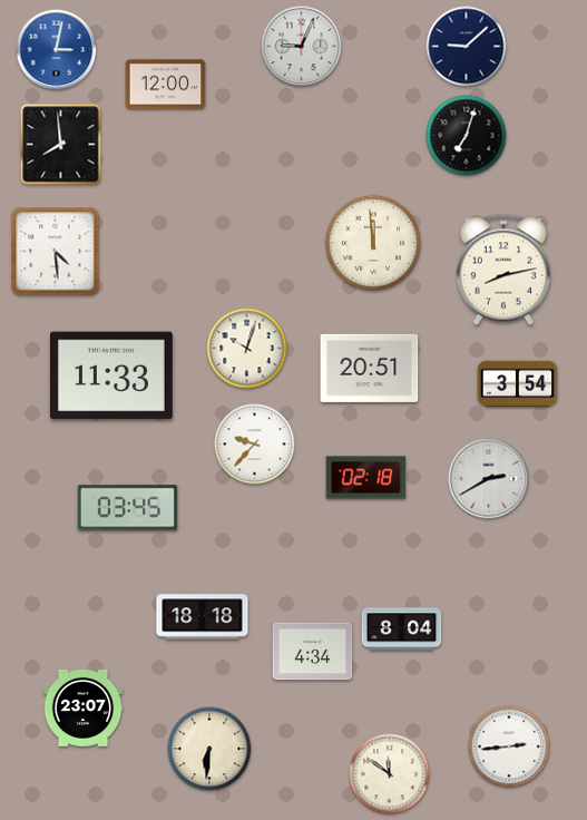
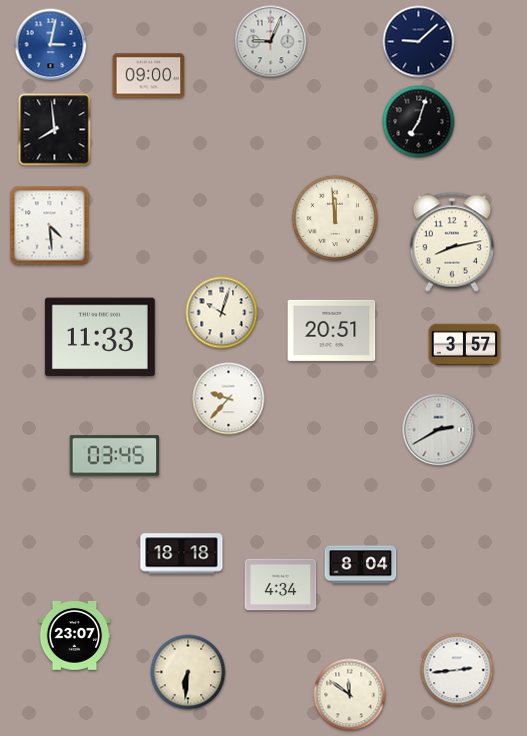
clock at (166, 85): 12:00 -> 09:00
clock at (518, 384): 3:54 -> 3:57
clock at (366, 478): 02:18 -> none
